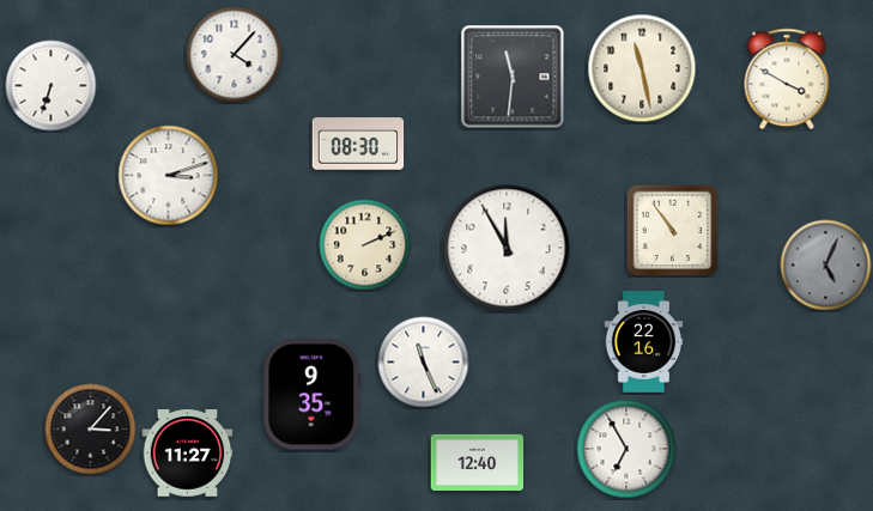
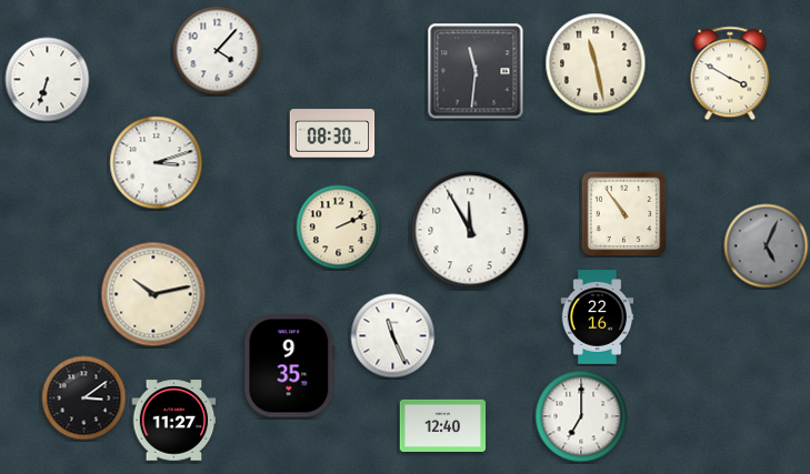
clock at (153, 294): none -> 10:13
clock at (91, 430): 3:07 -> 3:09
clock at (626, 449): 6:55 -> 7:00
clock at (478, 462) position: (478, 462) -> (443, 425)
